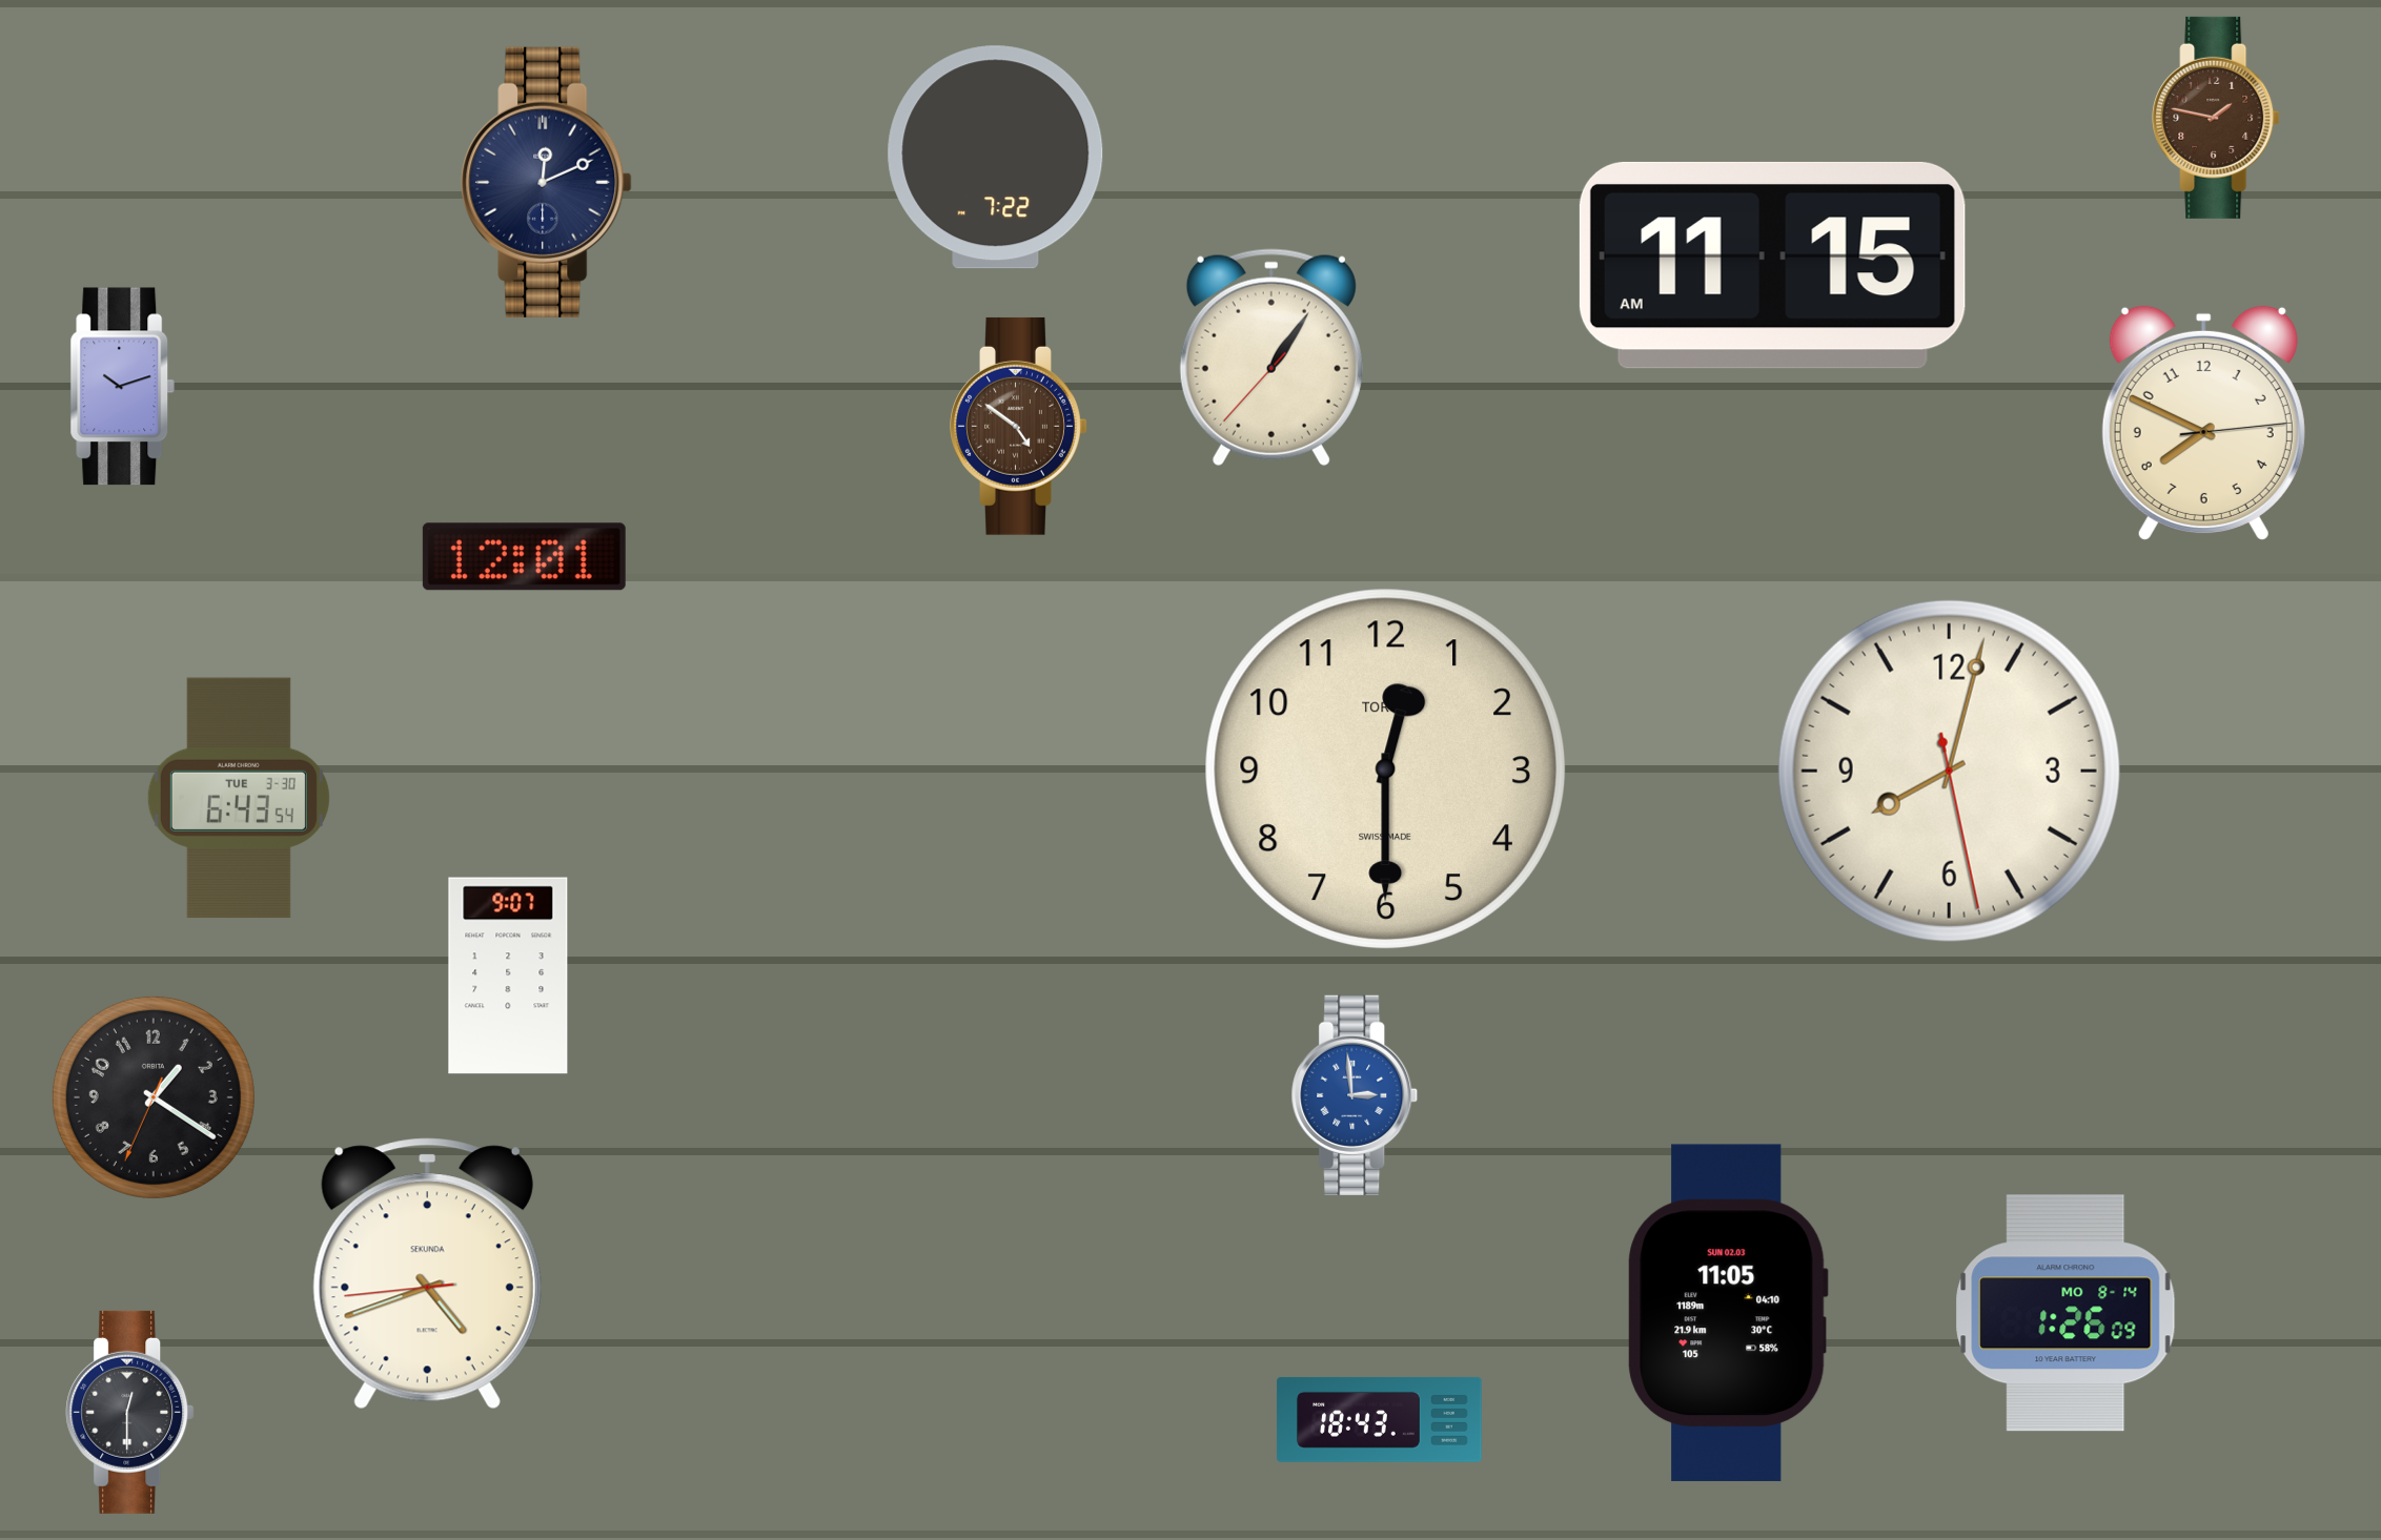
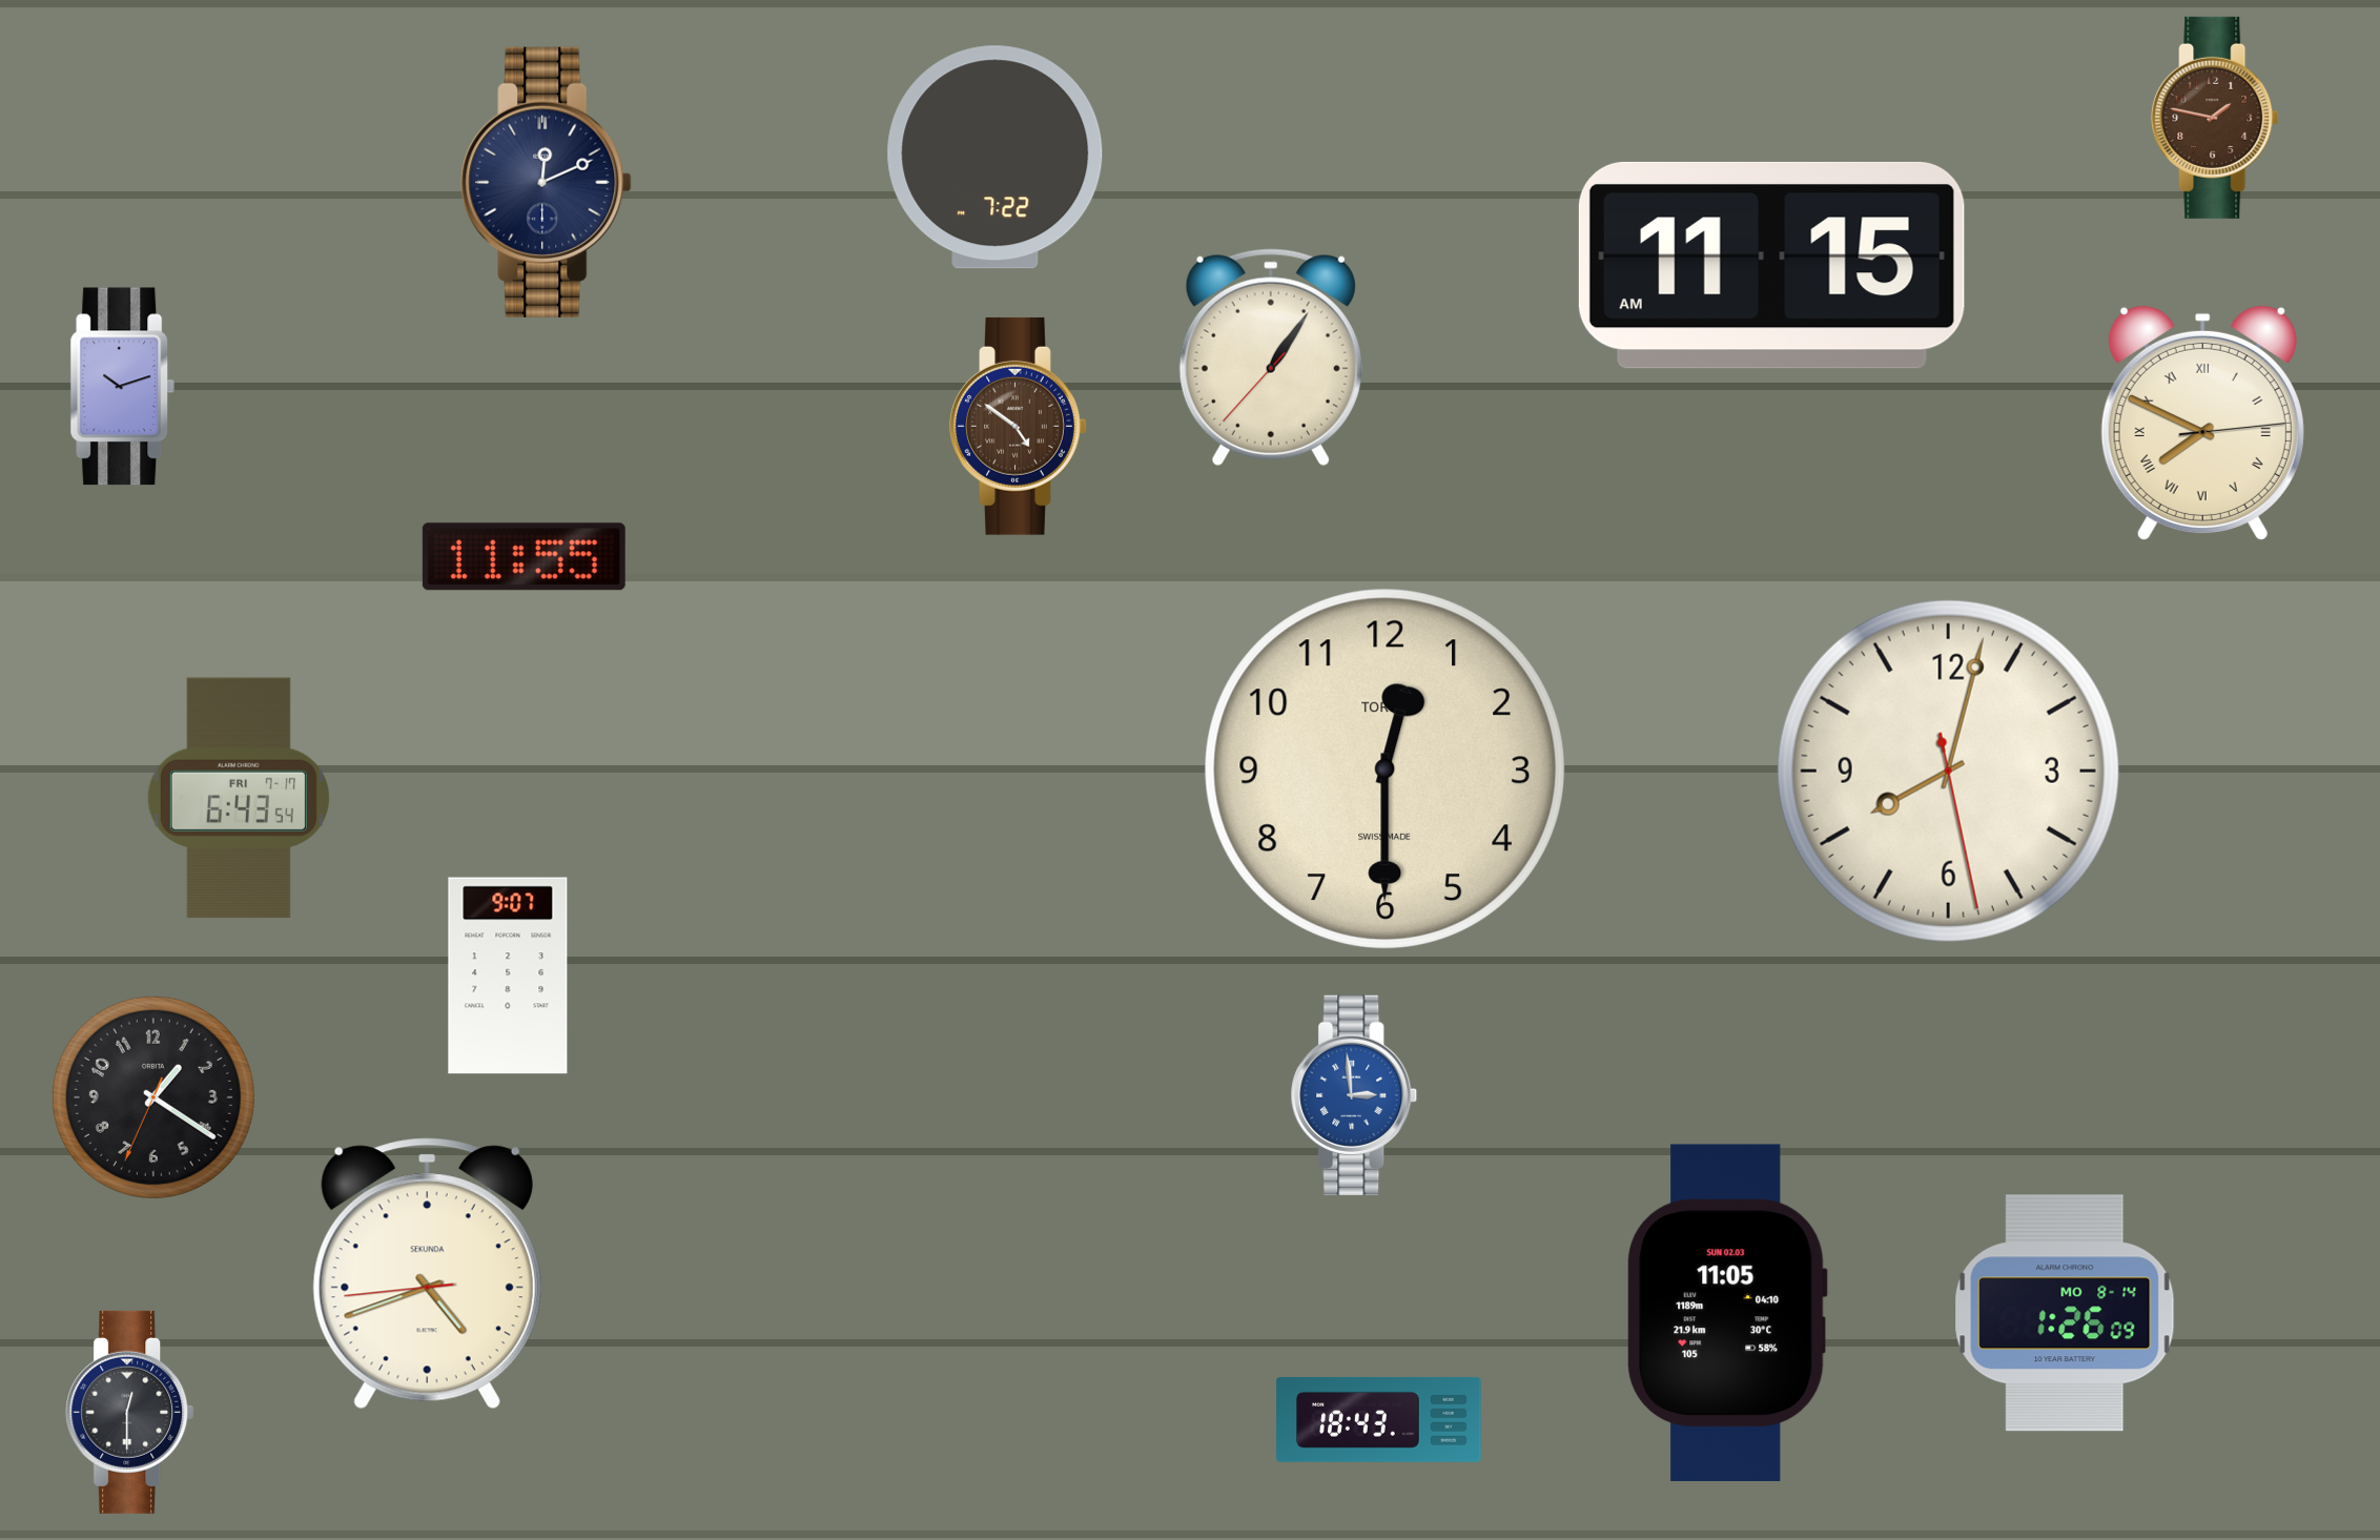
clock at (2203, 423) numerals: Arabic -> Roman
clock at (524, 557): 12:01 -> 11:55
clock at (239, 798) date: TUE 3-30 -> FRI 7-17
